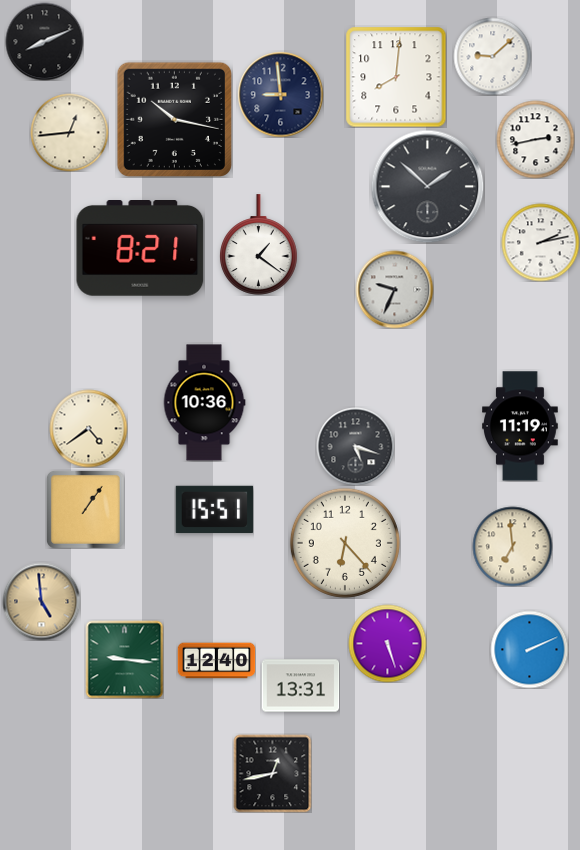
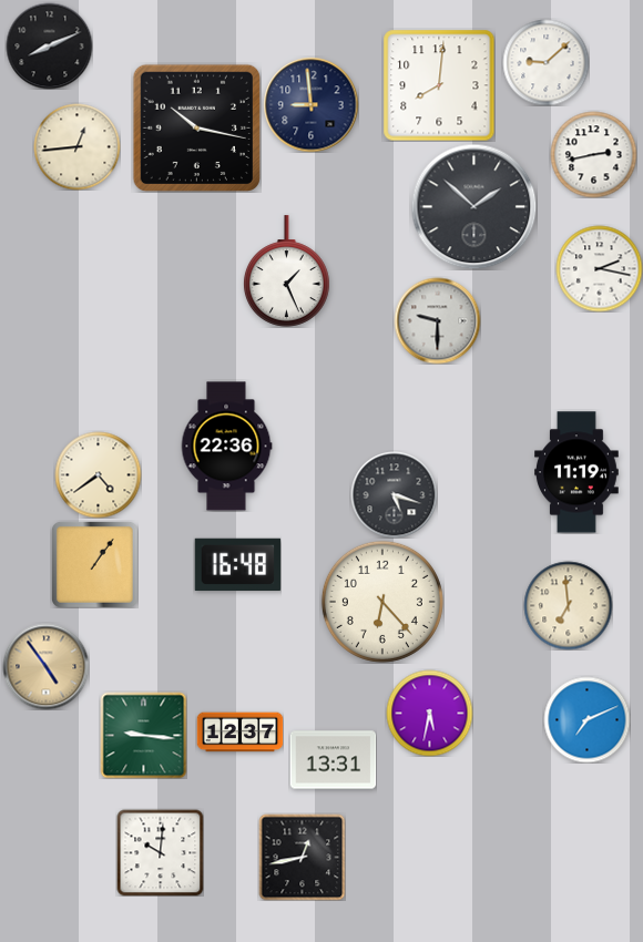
clock at (174, 119) position: (174, 119) -> (196, 127)
clock at (540, 242): 2:13 -> 2:17
clock at (258, 245): 1:21 -> 1:26
clock at (140, 249): 8:21 -> none
clock at (394, 289): 9:34 -> 9:30
clock at (204, 403): 10:36 -> 22:36
clock at (214, 510): 15:51 -> 16:48
clock at (41, 601): 4:59 -> 4:54
clock at (387, 643): 5:27 -> 5:32
clock at (529, 649): 2:11 -> 7:11
clock at (124, 659) position: (124, 659) -> (143, 735)
clock at (216, 661): 12:40 -> 12:37
clock at (160, 852): none -> 10:01
